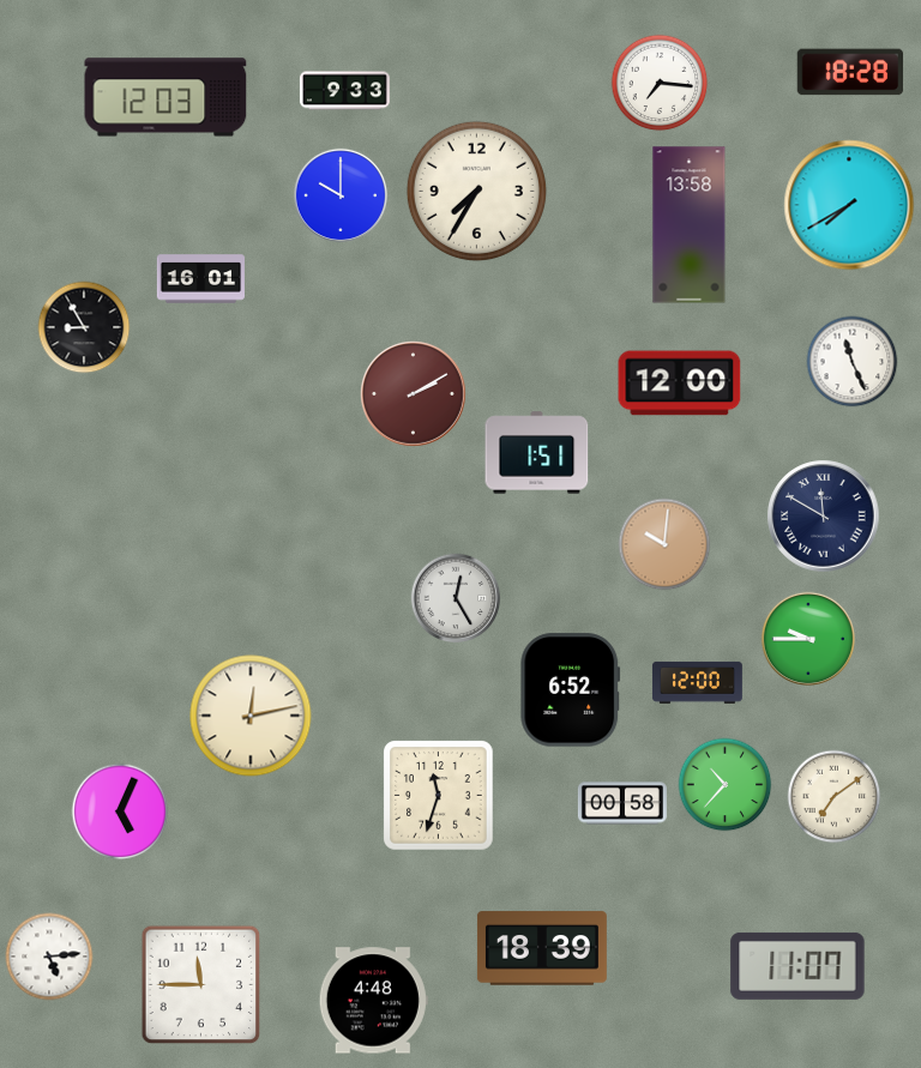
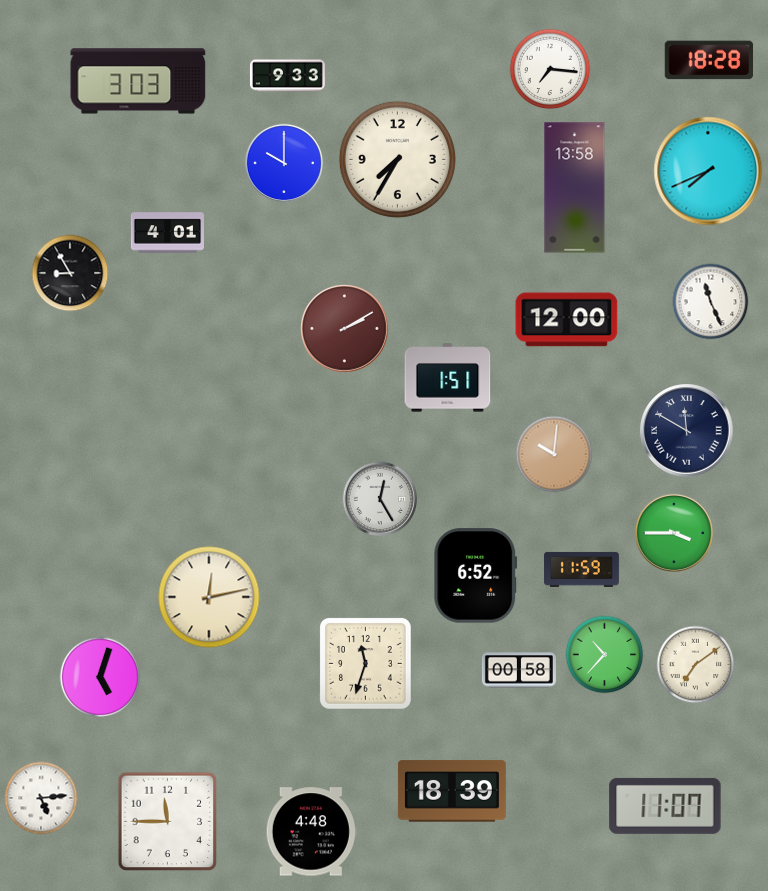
clock at (165, 97): 12:03 -> 3:03
clock at (849, 205): 7:40 -> 7:41
clock at (200, 279): 16:01 -> 4:01
clock at (807, 638): 9:45 -> 3:45
clock at (697, 682): 12:00 -> 11:59
clock at (120, 811): 5:04 -> 5:03
clock at (373, 1001) position: (373, 1001) -> (311, 832)
